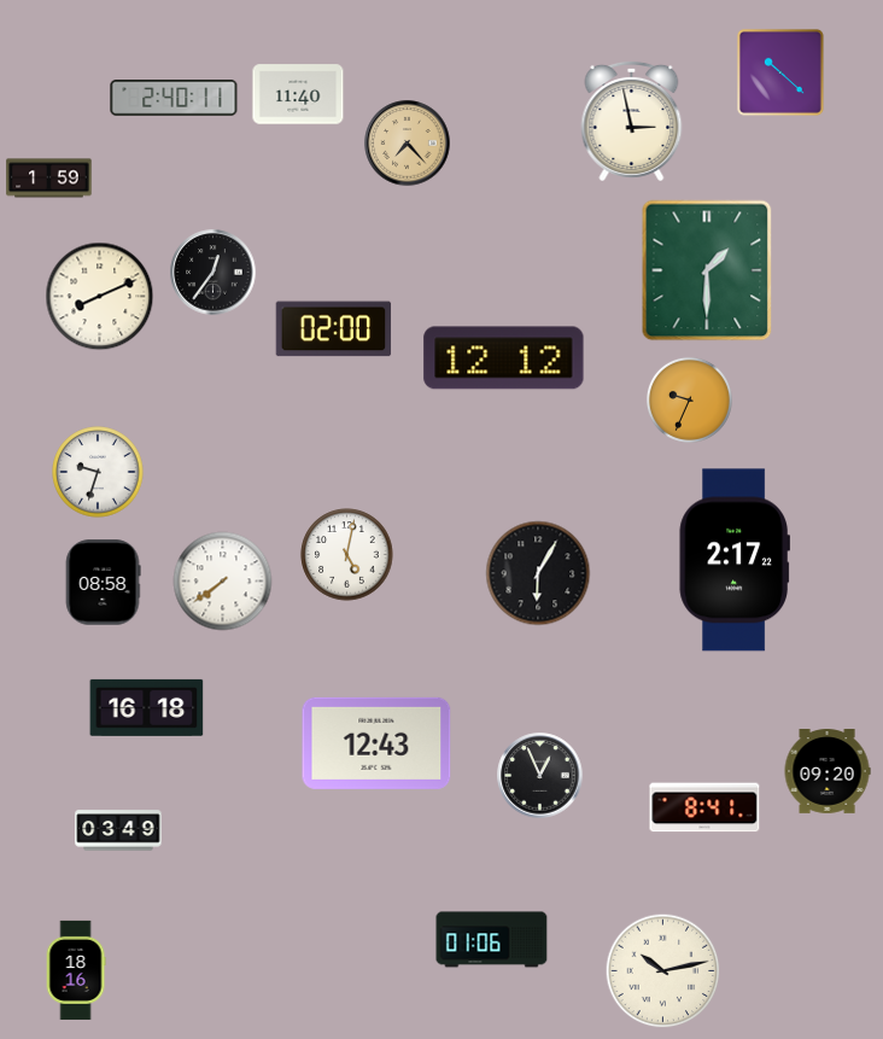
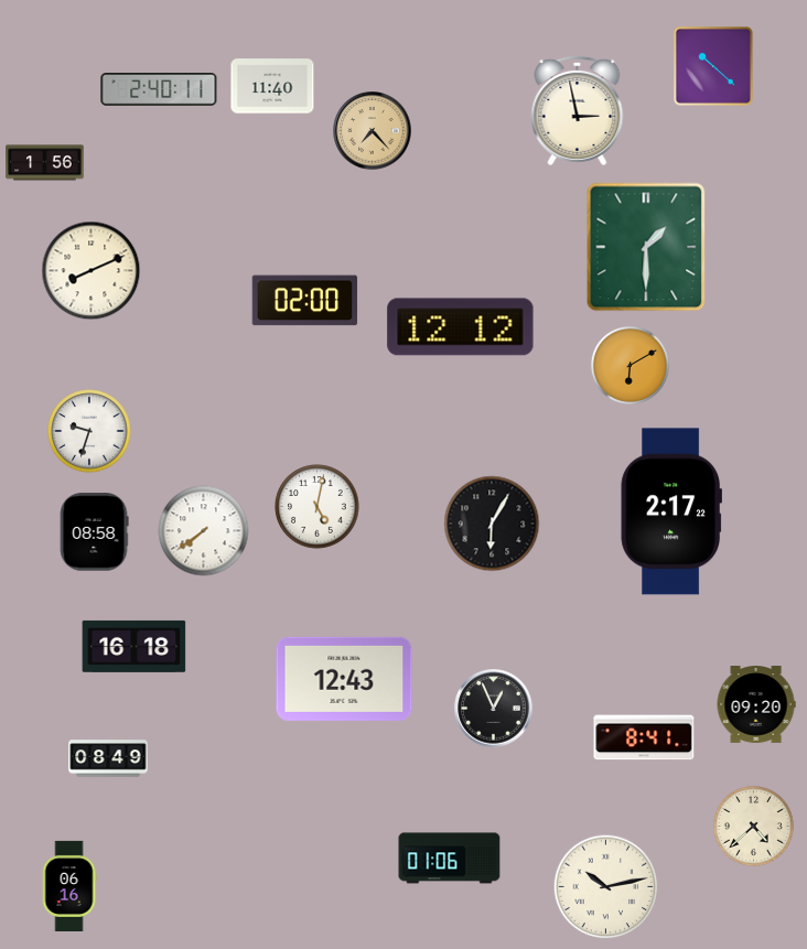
clock at (49, 179): 1:59 -> 1:56
clock at (214, 273): 12:36 -> none
clock at (689, 399): 9:34 -> 6:10
clock at (118, 830): 03:49 -> 08:49
clock at (754, 827): none -> 4:38
clock at (76, 970): 18:16 -> 06:16
